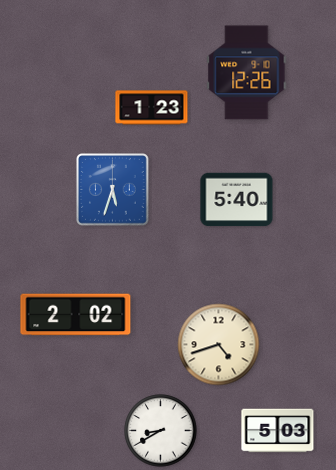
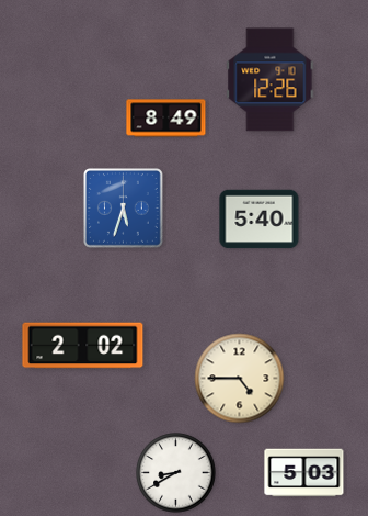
clock at (152, 108): 1:23 -> 8:49
clock at (219, 345): 4:42 -> 4:45
